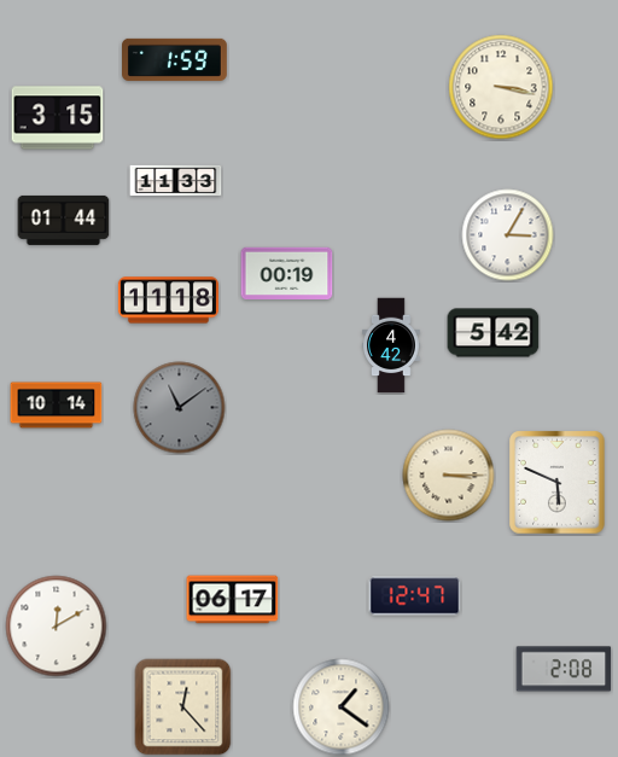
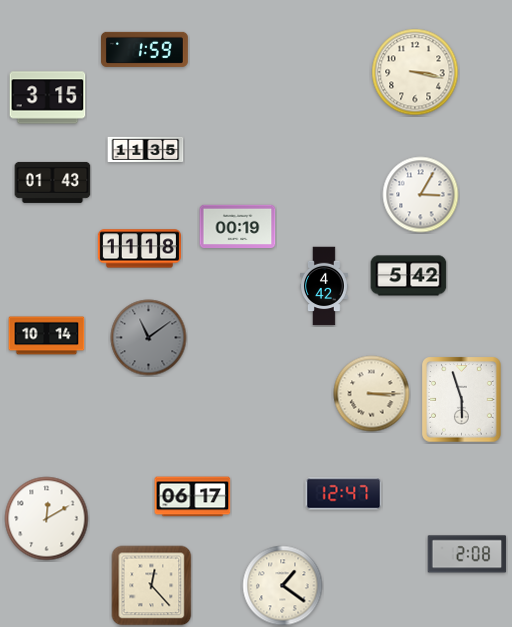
clock at (176, 180): 11:33 -> 11:35
clock at (64, 220): 01:44 -> 01:43
clock at (558, 483): 5:49 -> 5:57
